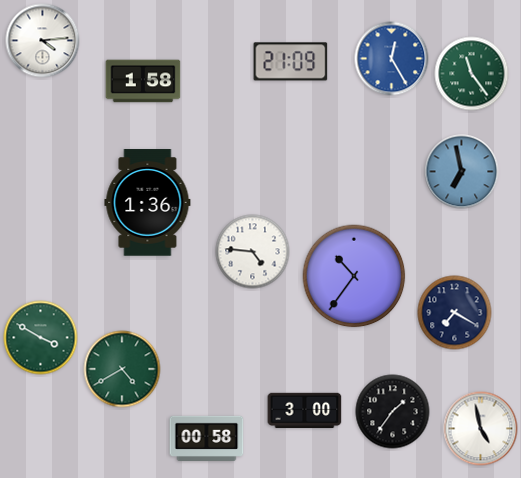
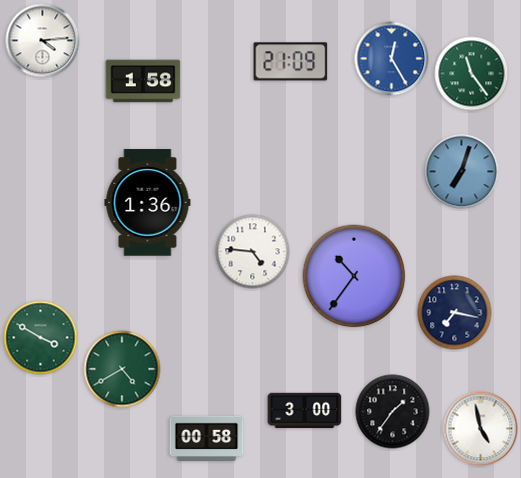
clock at (462, 172): 6:58 -> 7:03
clock at (455, 313): 7:20 -> 7:17
